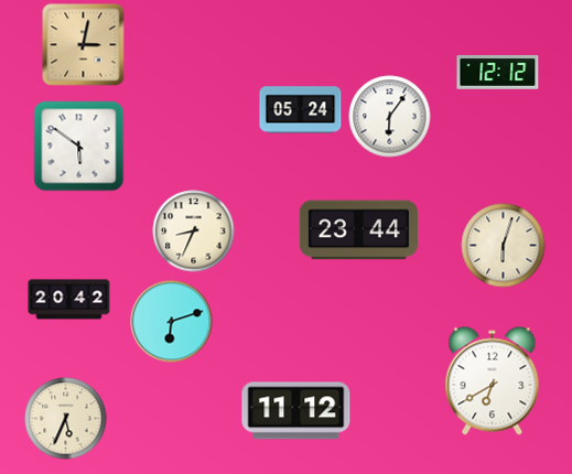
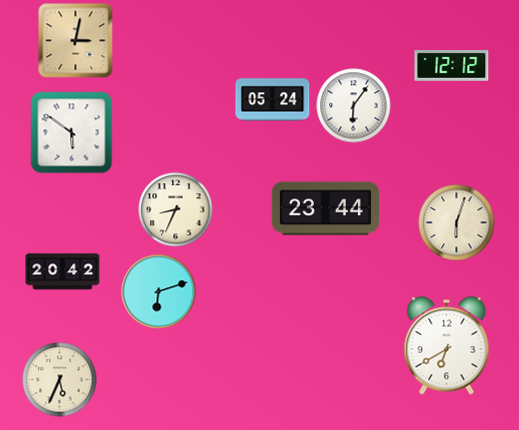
clock at (172, 322) position: (172, 322) -> (159, 292)
clock at (296, 411): 11:12 -> none
